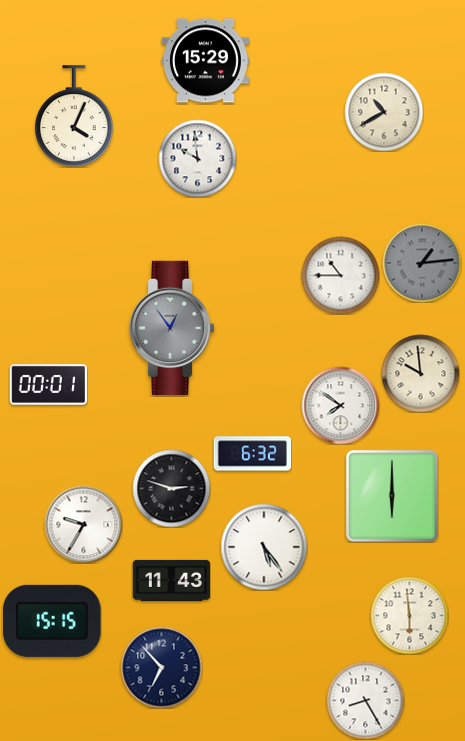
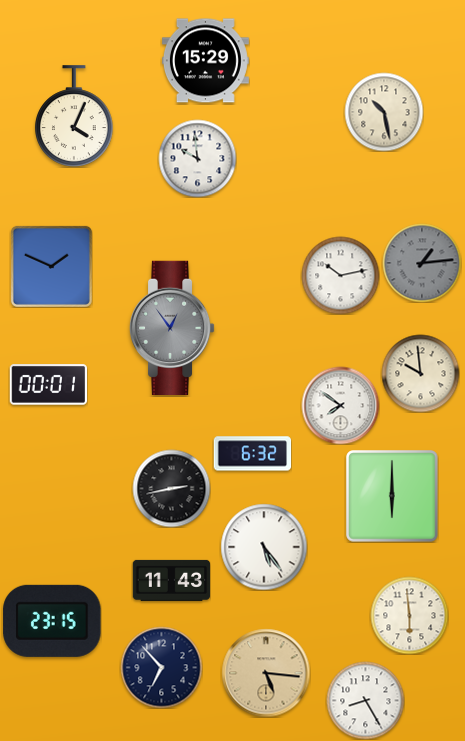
clock at (384, 112): 10:40 -> 10:28
clock at (51, 266): none -> 1:49
clock at (340, 275): 10:45 -> 10:13
clock at (171, 488): 2:48 -> 2:43
clock at (83, 524): 9:35 -> none
clock at (52, 621): 15:15 -> 23:15
clock at (266, 673): none -> 5:16
